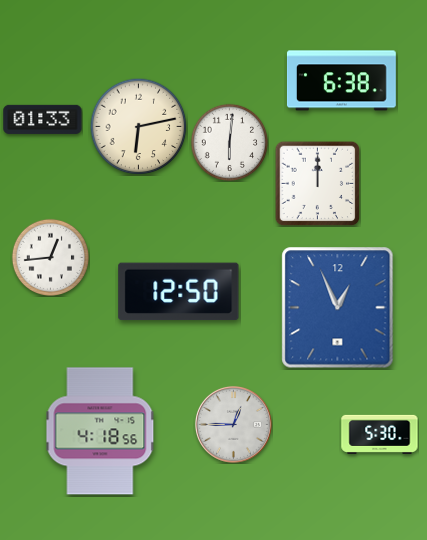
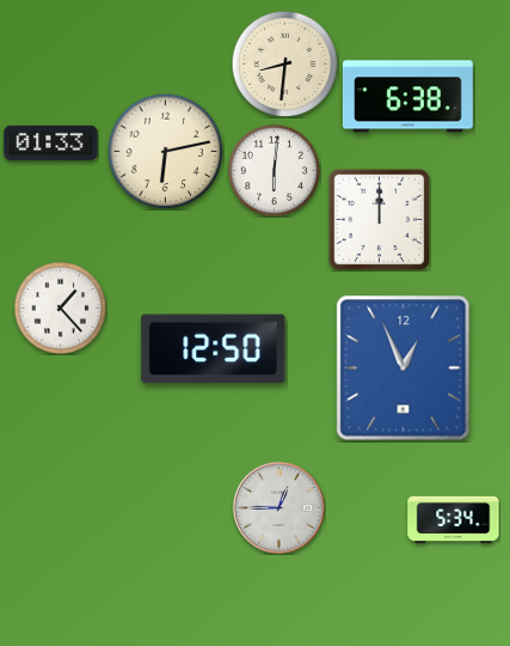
clock at (284, 63): none -> 8:31
clock at (50, 257): 12:44 -> 1:23
clock at (100, 431): 4:18 -> none
clock at (380, 434): 5:30 -> 5:34
